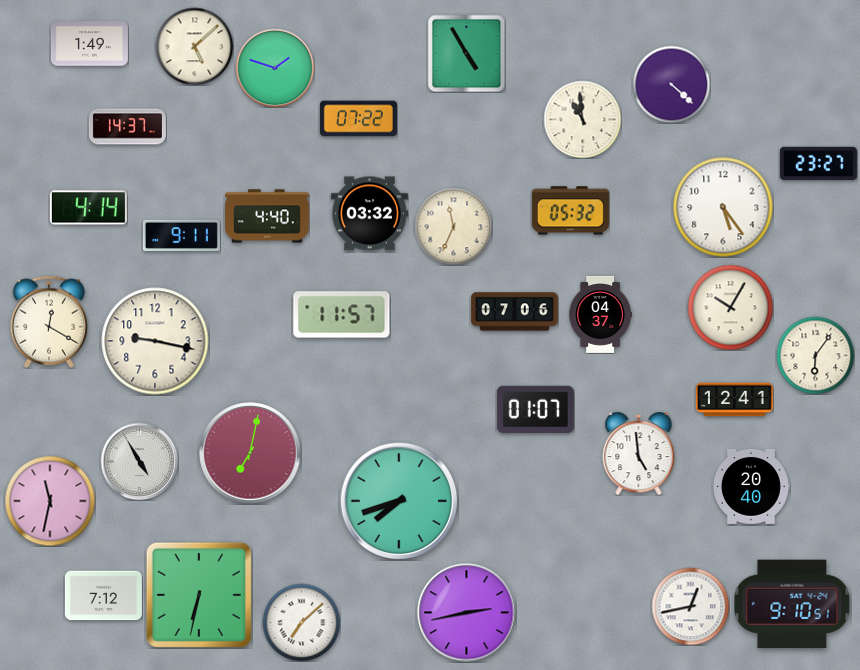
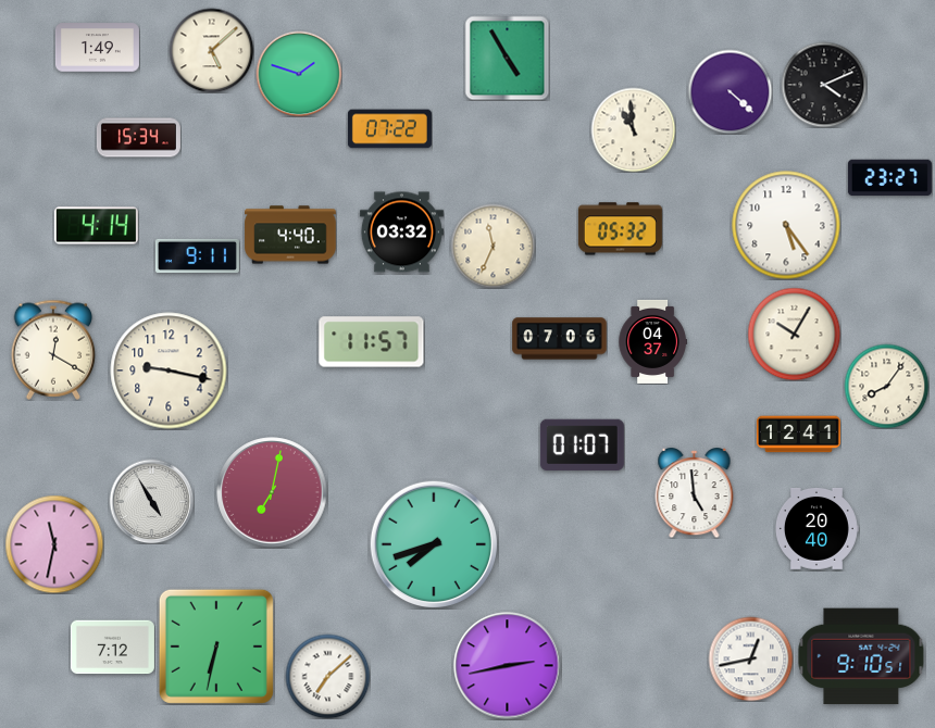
clock at (824, 85): none -> 4:11
clock at (127, 127): 14:37 -> 15:34
clock at (815, 355): 6:06 -> 8:06
